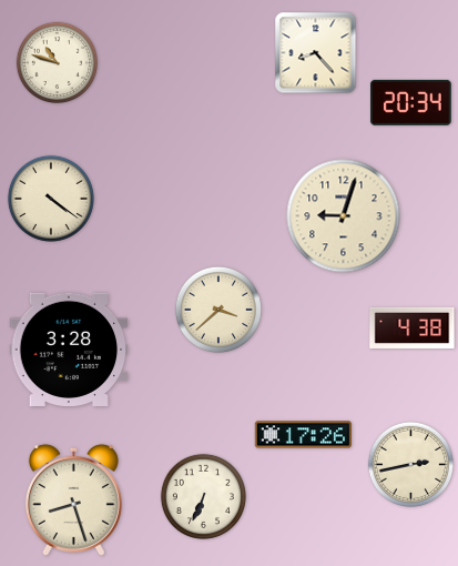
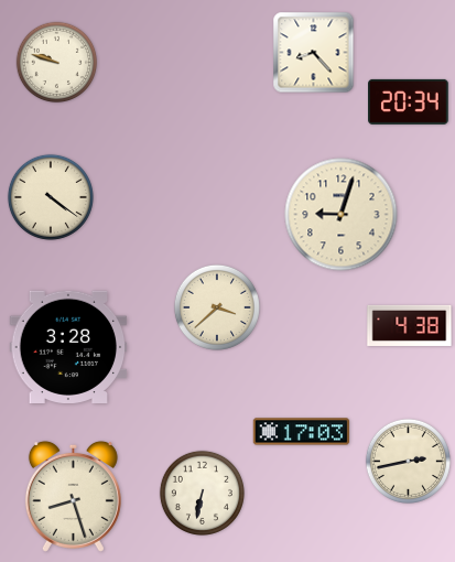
clock at (58, 63): 10:48 -> 9:48
clock at (304, 435): 17:26 -> 17:03
clock at (203, 496): 6:34 -> 6:32
